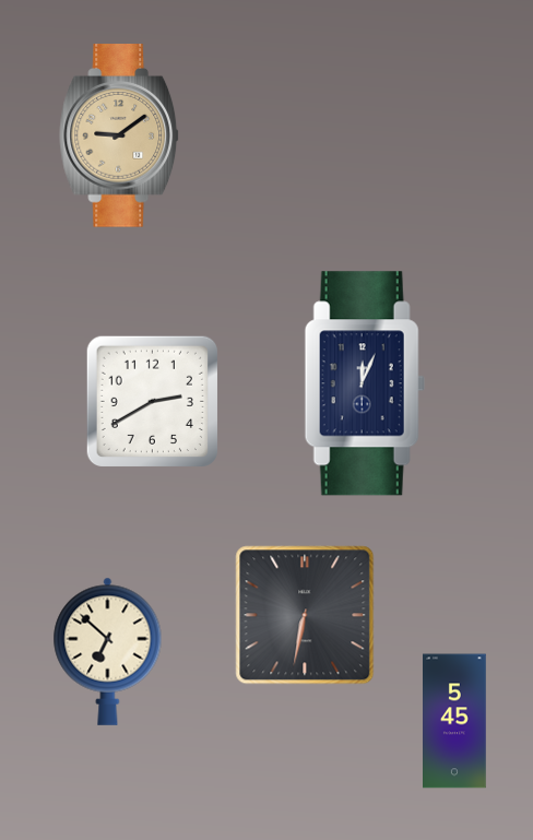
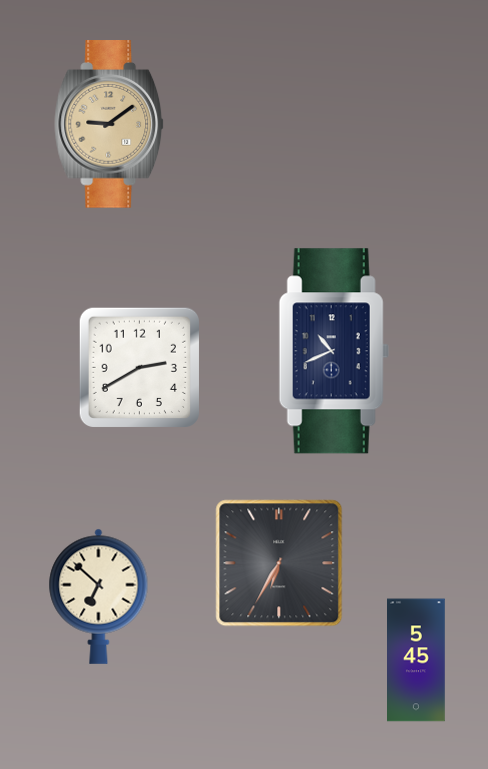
clock at (365, 383): 12:04 -> 10:41
clock at (305, 615): 6:32 -> 6:35
